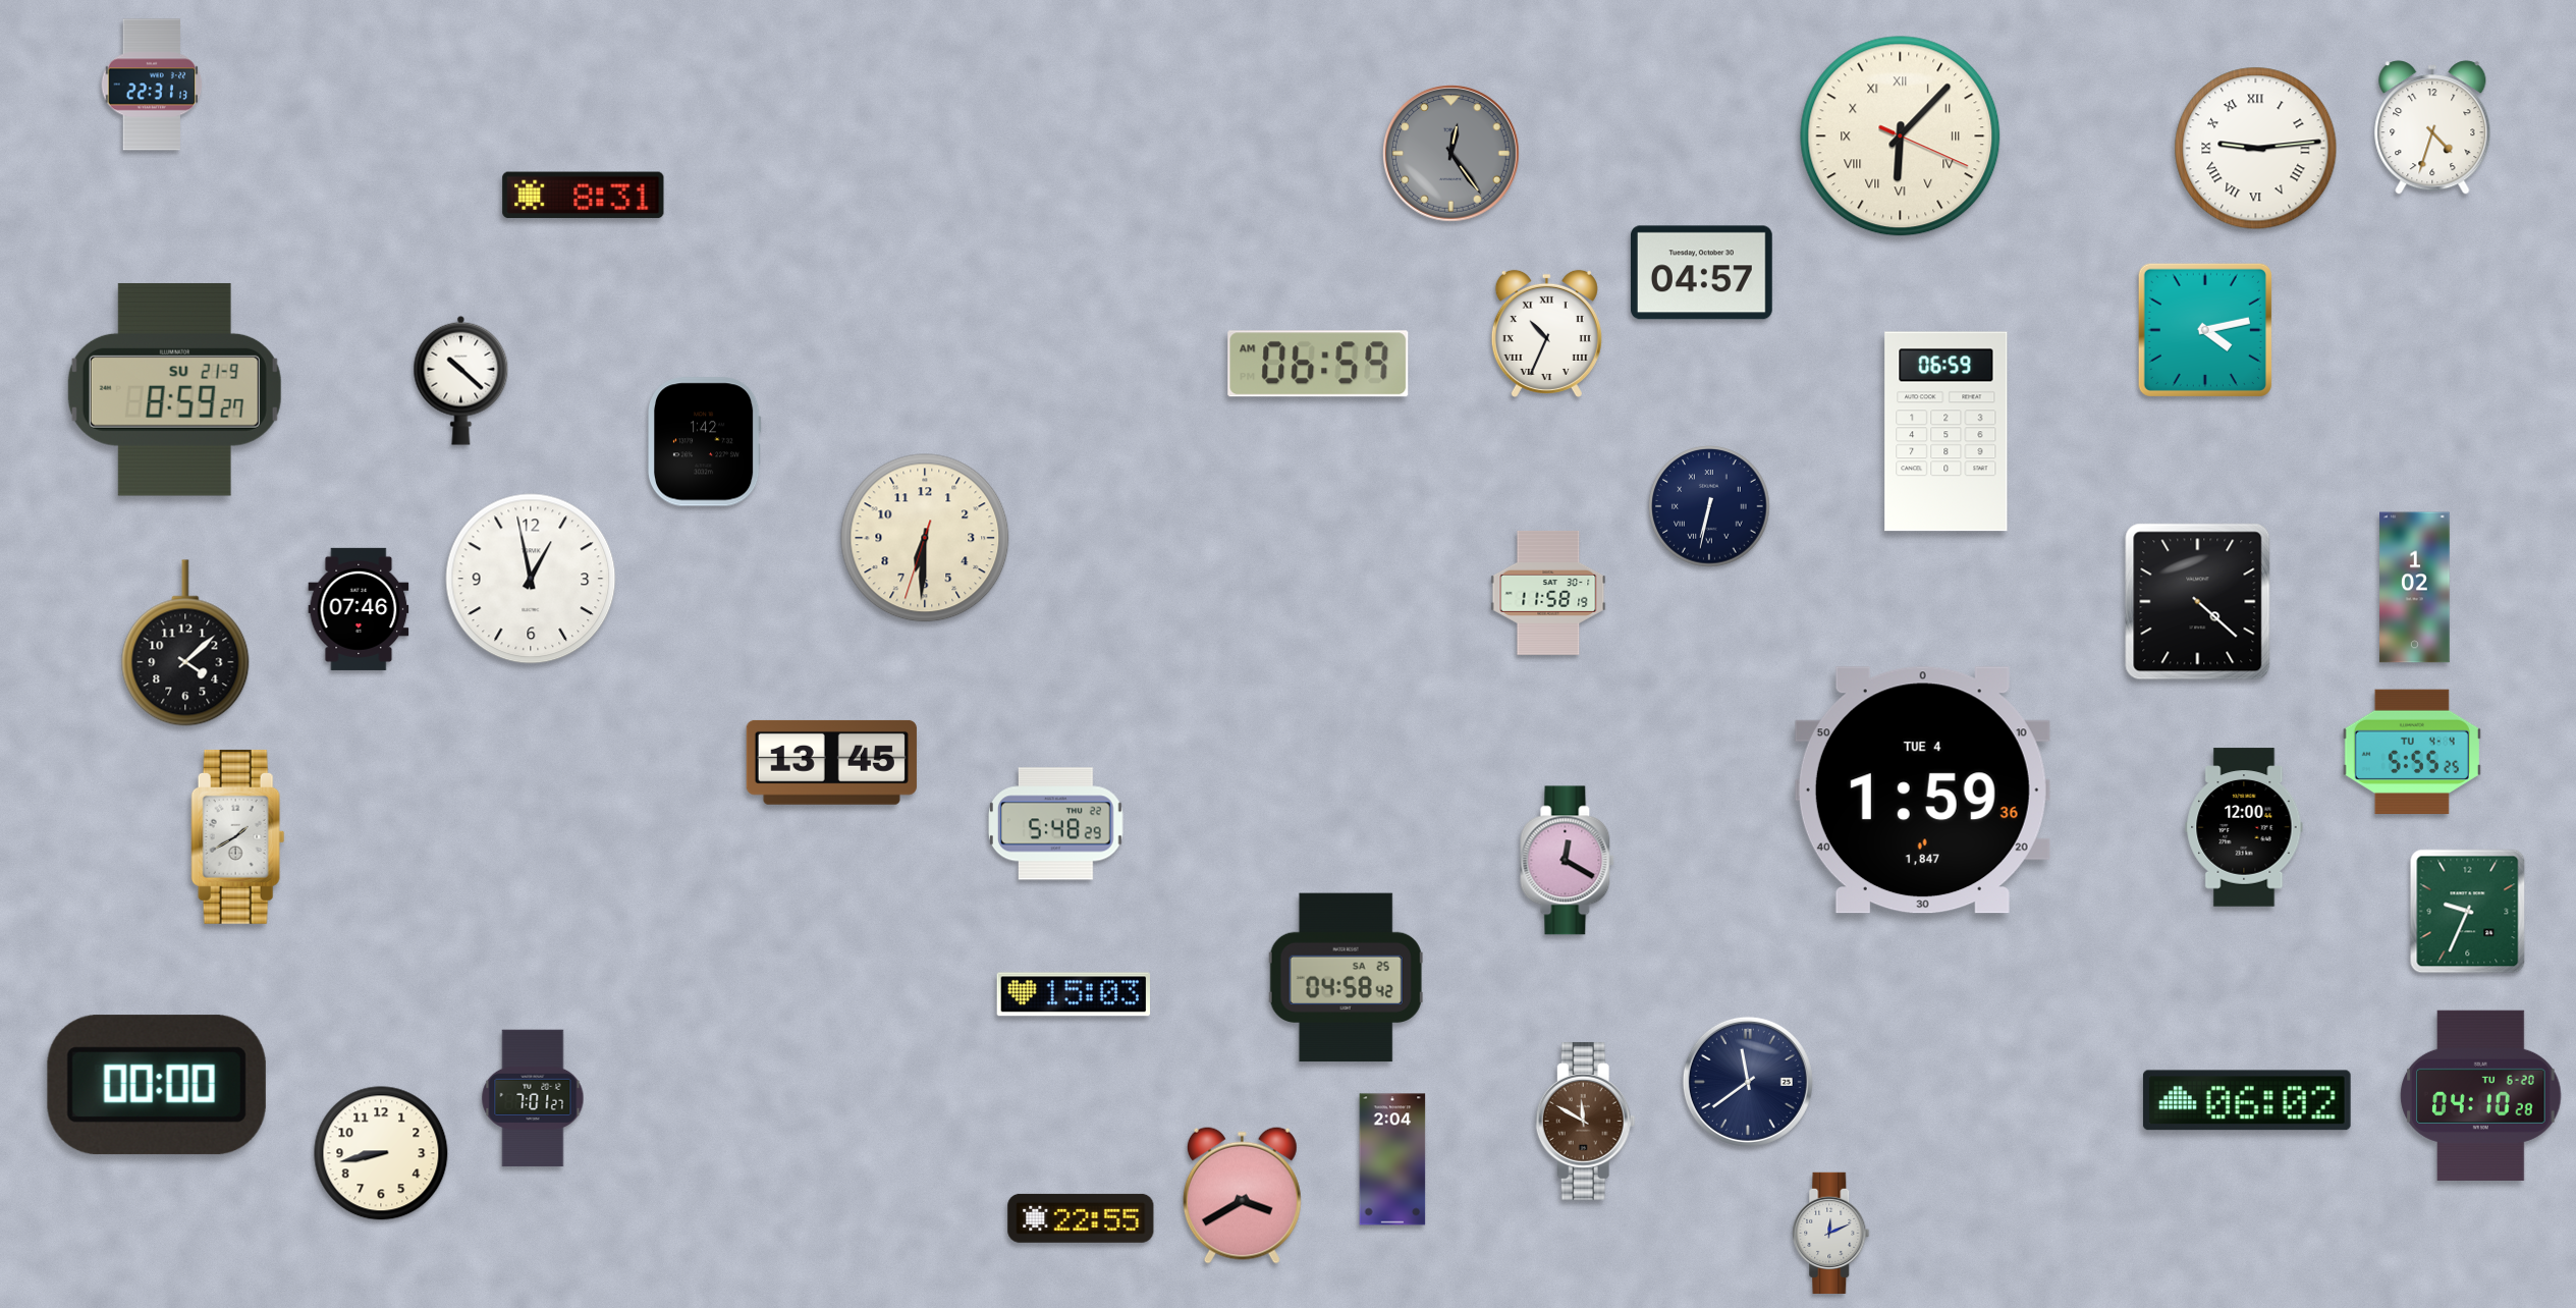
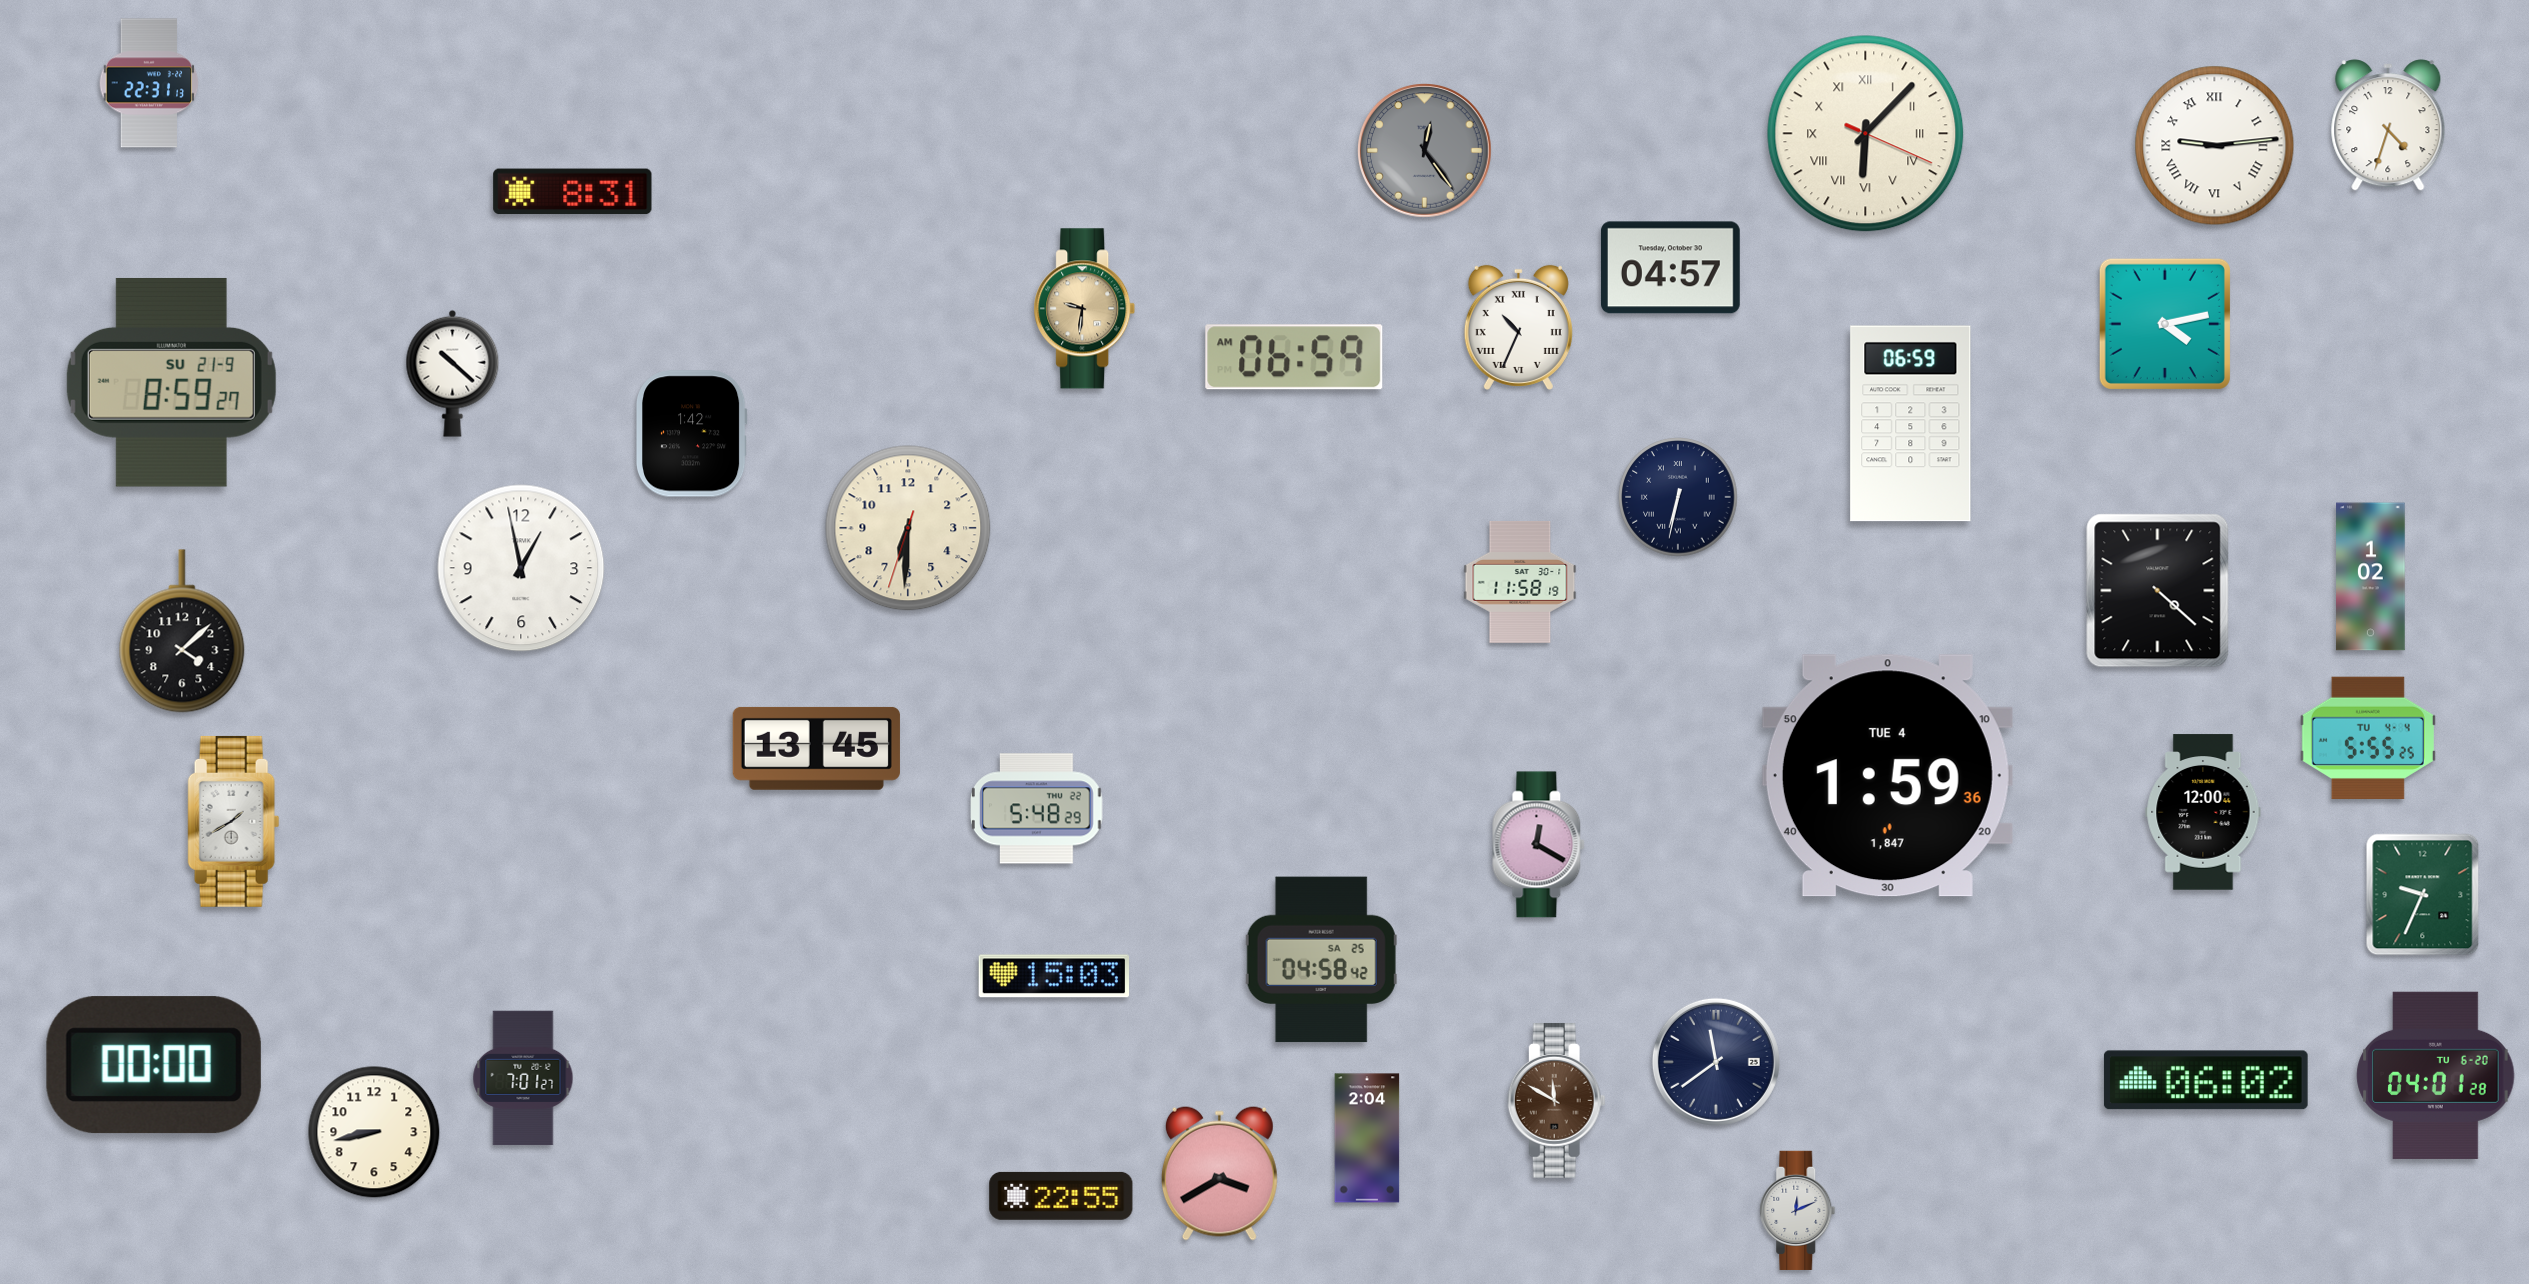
clock at (1085, 309): none -> 9:31
clock at (359, 609): 07:46 -> none
clock at (2481, 1095): 04:10 -> 04:01
